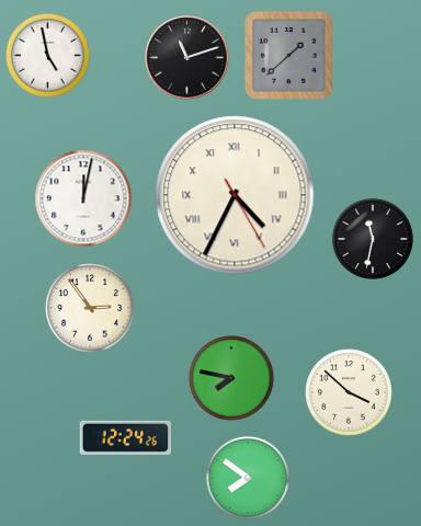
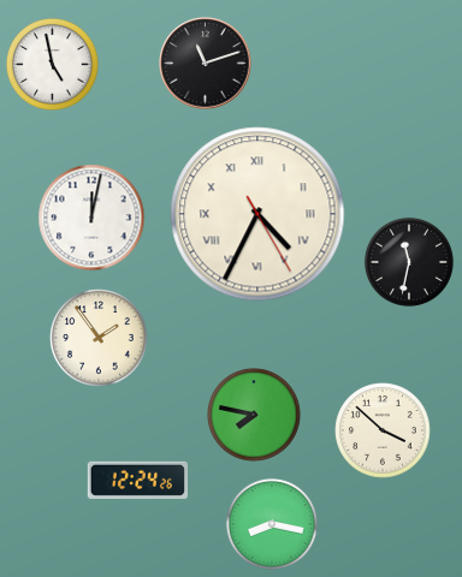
clock at (47, 55) position: (47, 55) -> (52, 64)
clock at (289, 56): 1:38 -> none
clock at (90, 308): 2:54 -> 1:54
clock at (248, 478): 7:51 -> 8:17
